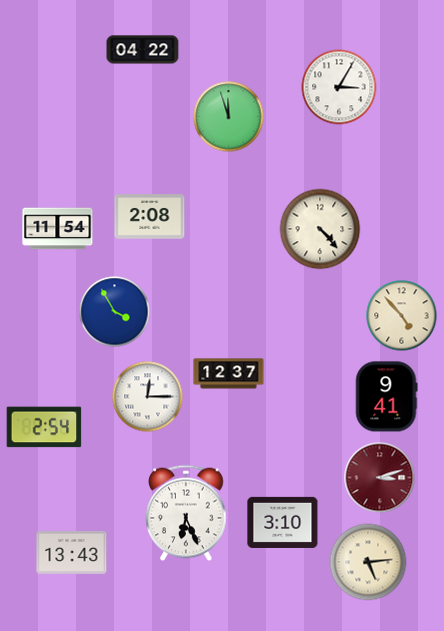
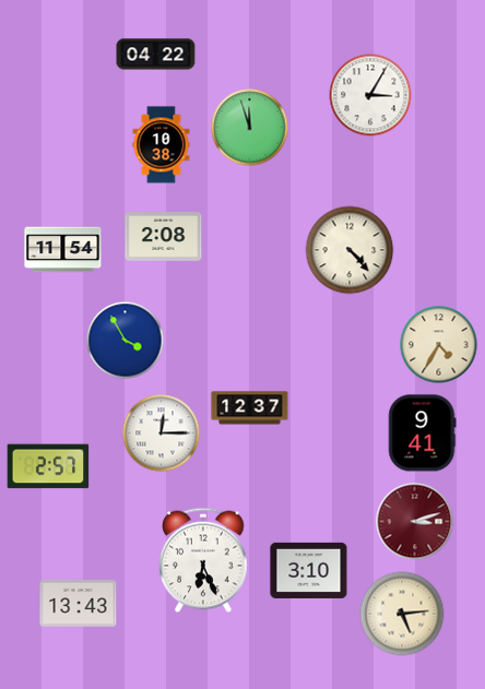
clock at (162, 145): none -> 10:38
clock at (402, 316): 4:53 -> 4:35
clock at (44, 427): 2:54 -> 2:57
